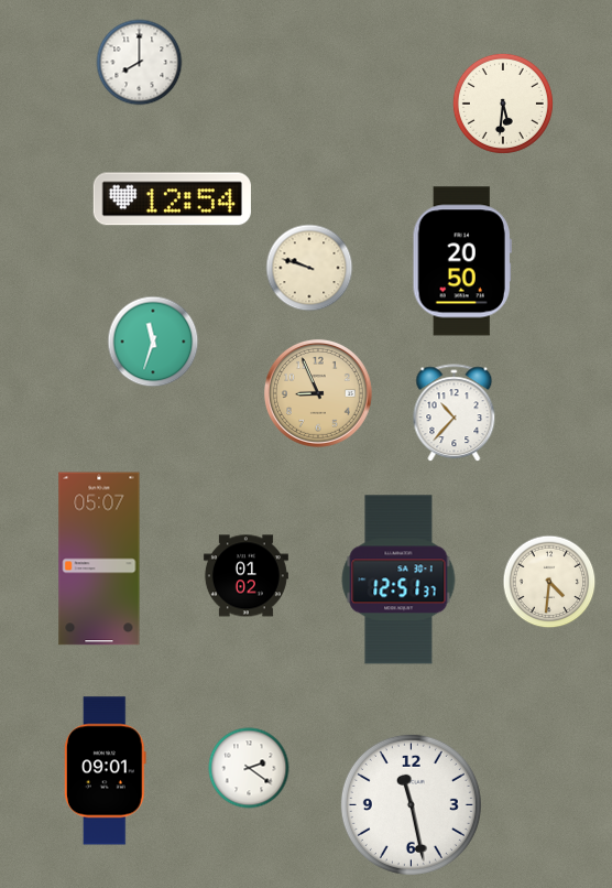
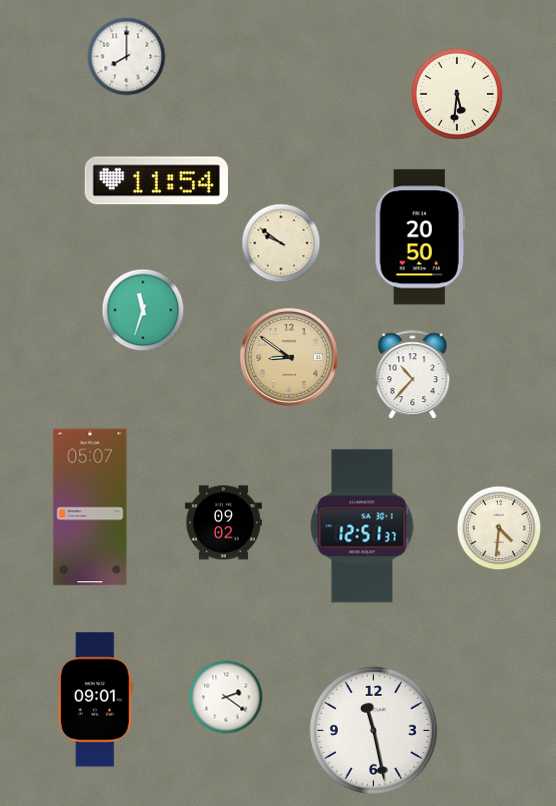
clock at (172, 199): 12:54 -> 11:54
clock at (309, 268): 9:48 -> 9:51
clock at (153, 342) position: (153, 342) -> (143, 310)
clock at (318, 393): 8:56 -> 8:51
clock at (245, 576): 01:02 -> 09:02
